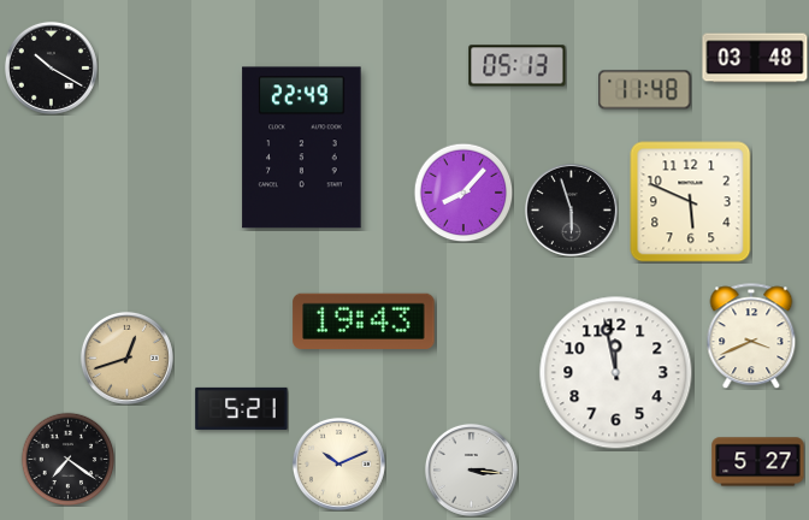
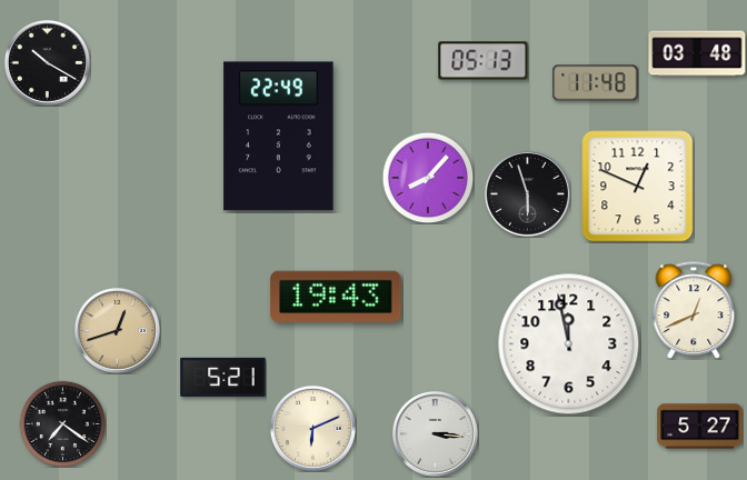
clock at (518, 66) position: (518, 66) -> (484, 61)
clock at (691, 202): 5:49 -> 12:49
clock at (751, 336): 3:41 -> 12:41
clock at (338, 463): 10:11 -> 6:11
